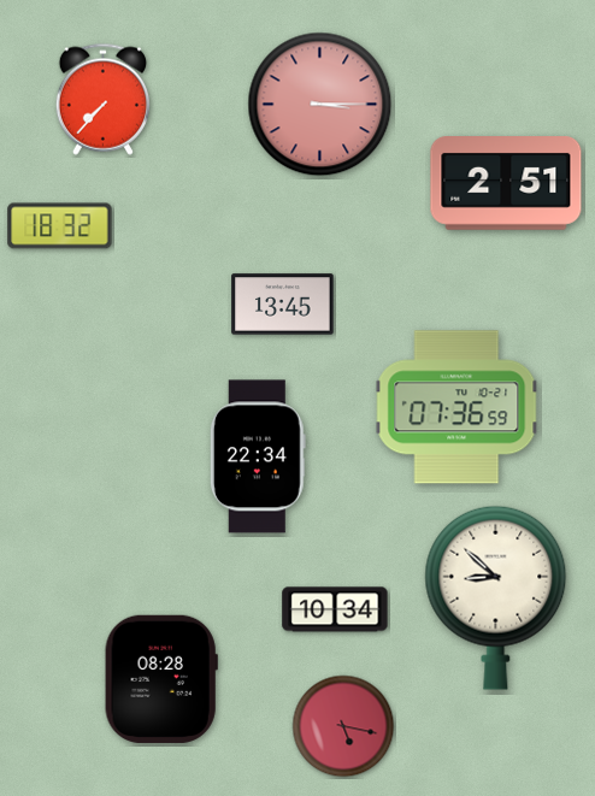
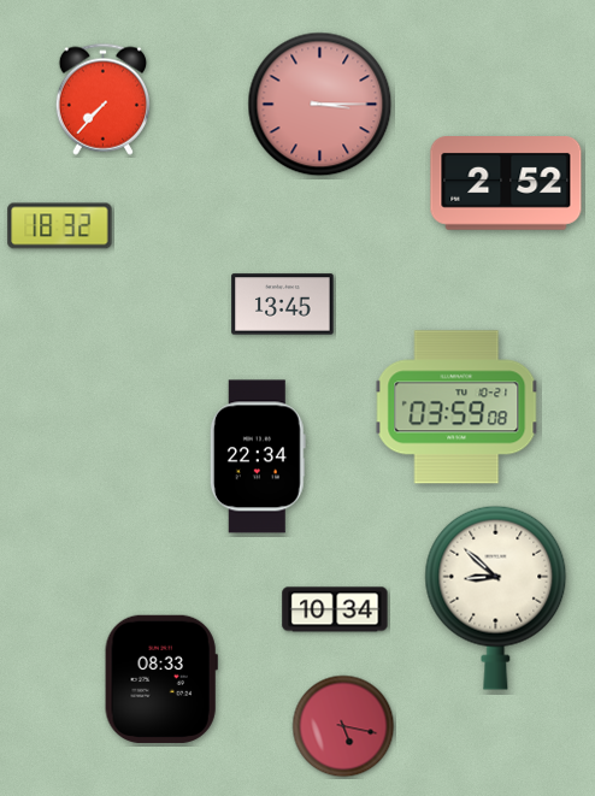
clock at (506, 184): 2:51 -> 2:52
clock at (456, 407): 07:36 -> 03:59
clock at (161, 679): 08:28 -> 08:33
